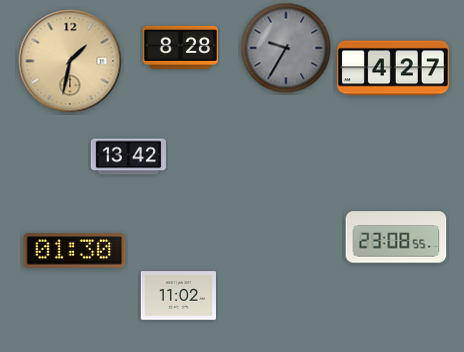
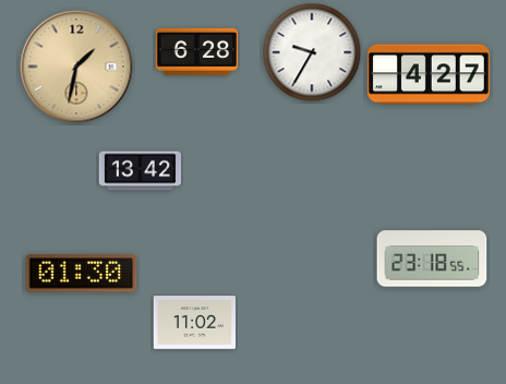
clock at (180, 47): 8:28 -> 6:28
clock at (286, 48) dial: grey -> white
clock at (396, 237): 23:08 -> 23:18
